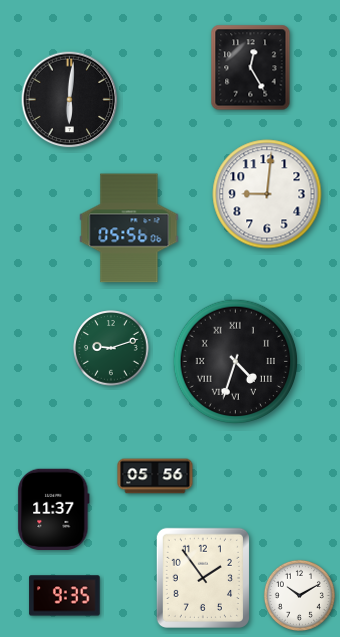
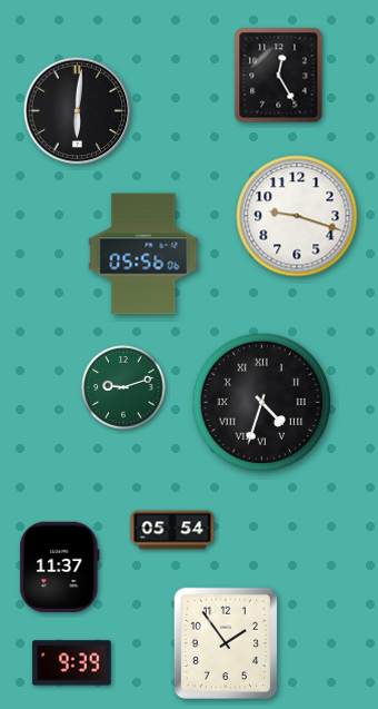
clock at (267, 194): 9:01 -> 9:18
clock at (155, 476): 05:56 -> 05:54
clock at (299, 595): 10:10 -> none
clock at (65, 596): 9:35 -> 9:39
